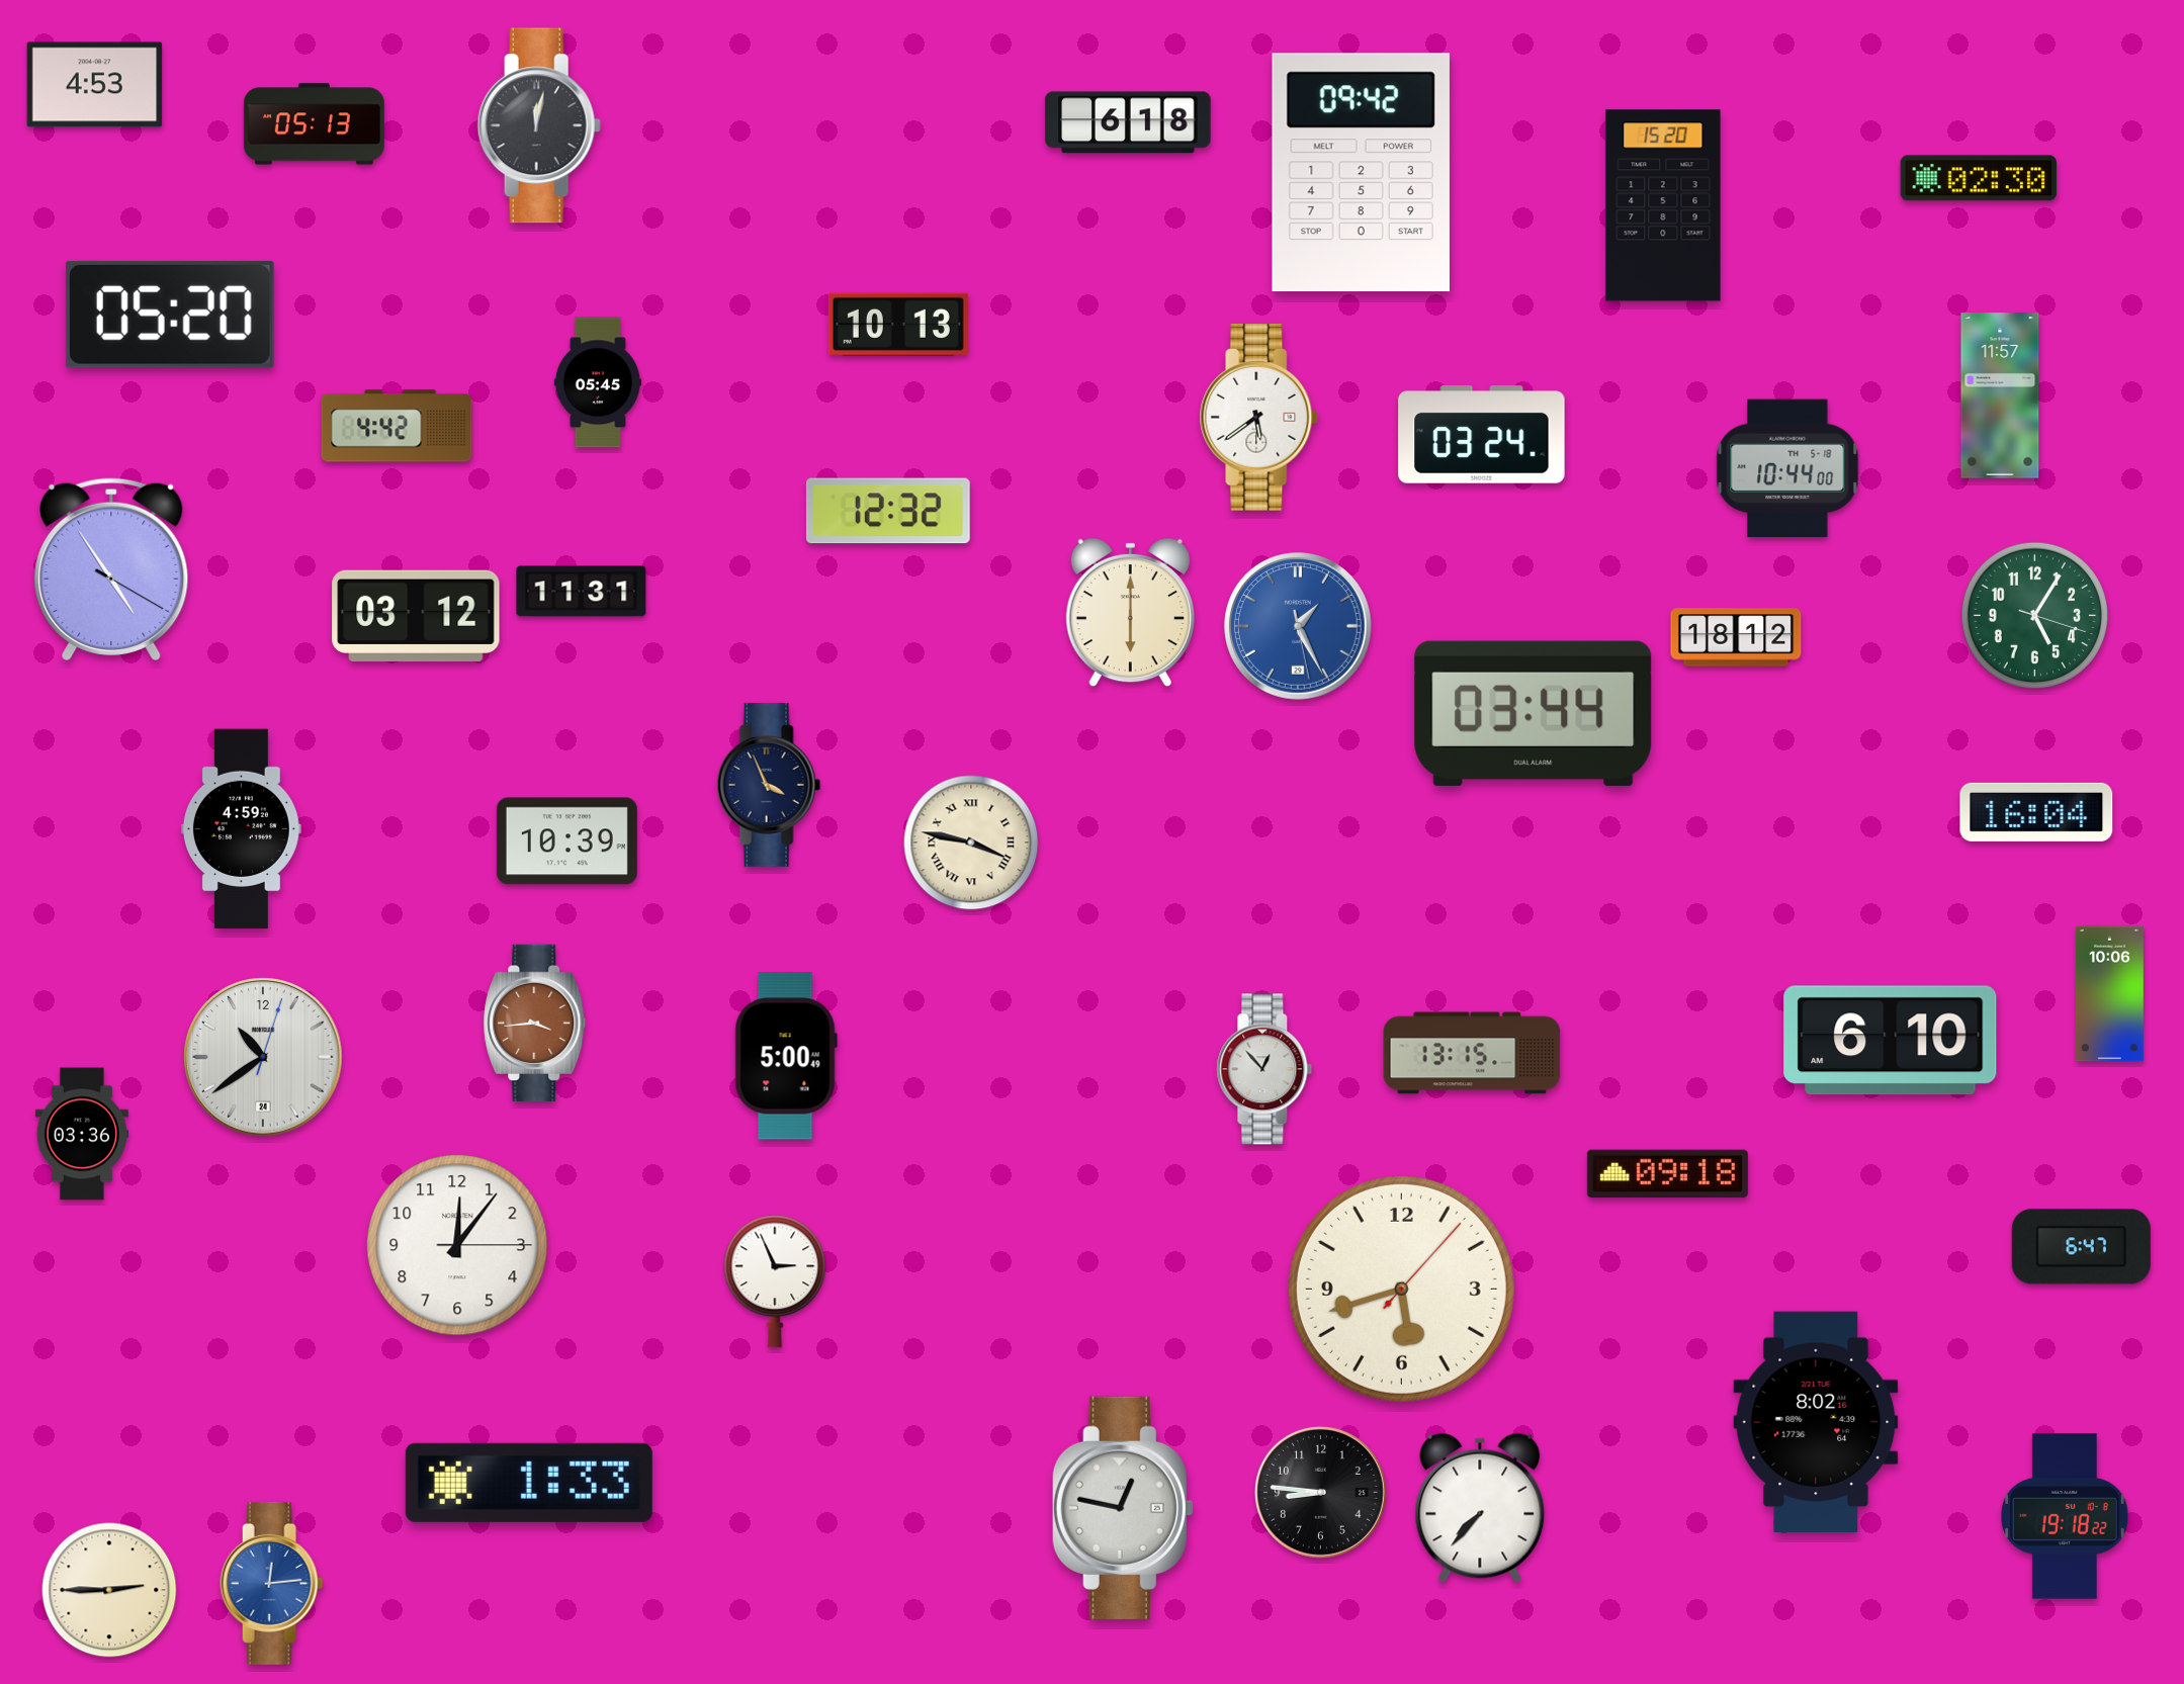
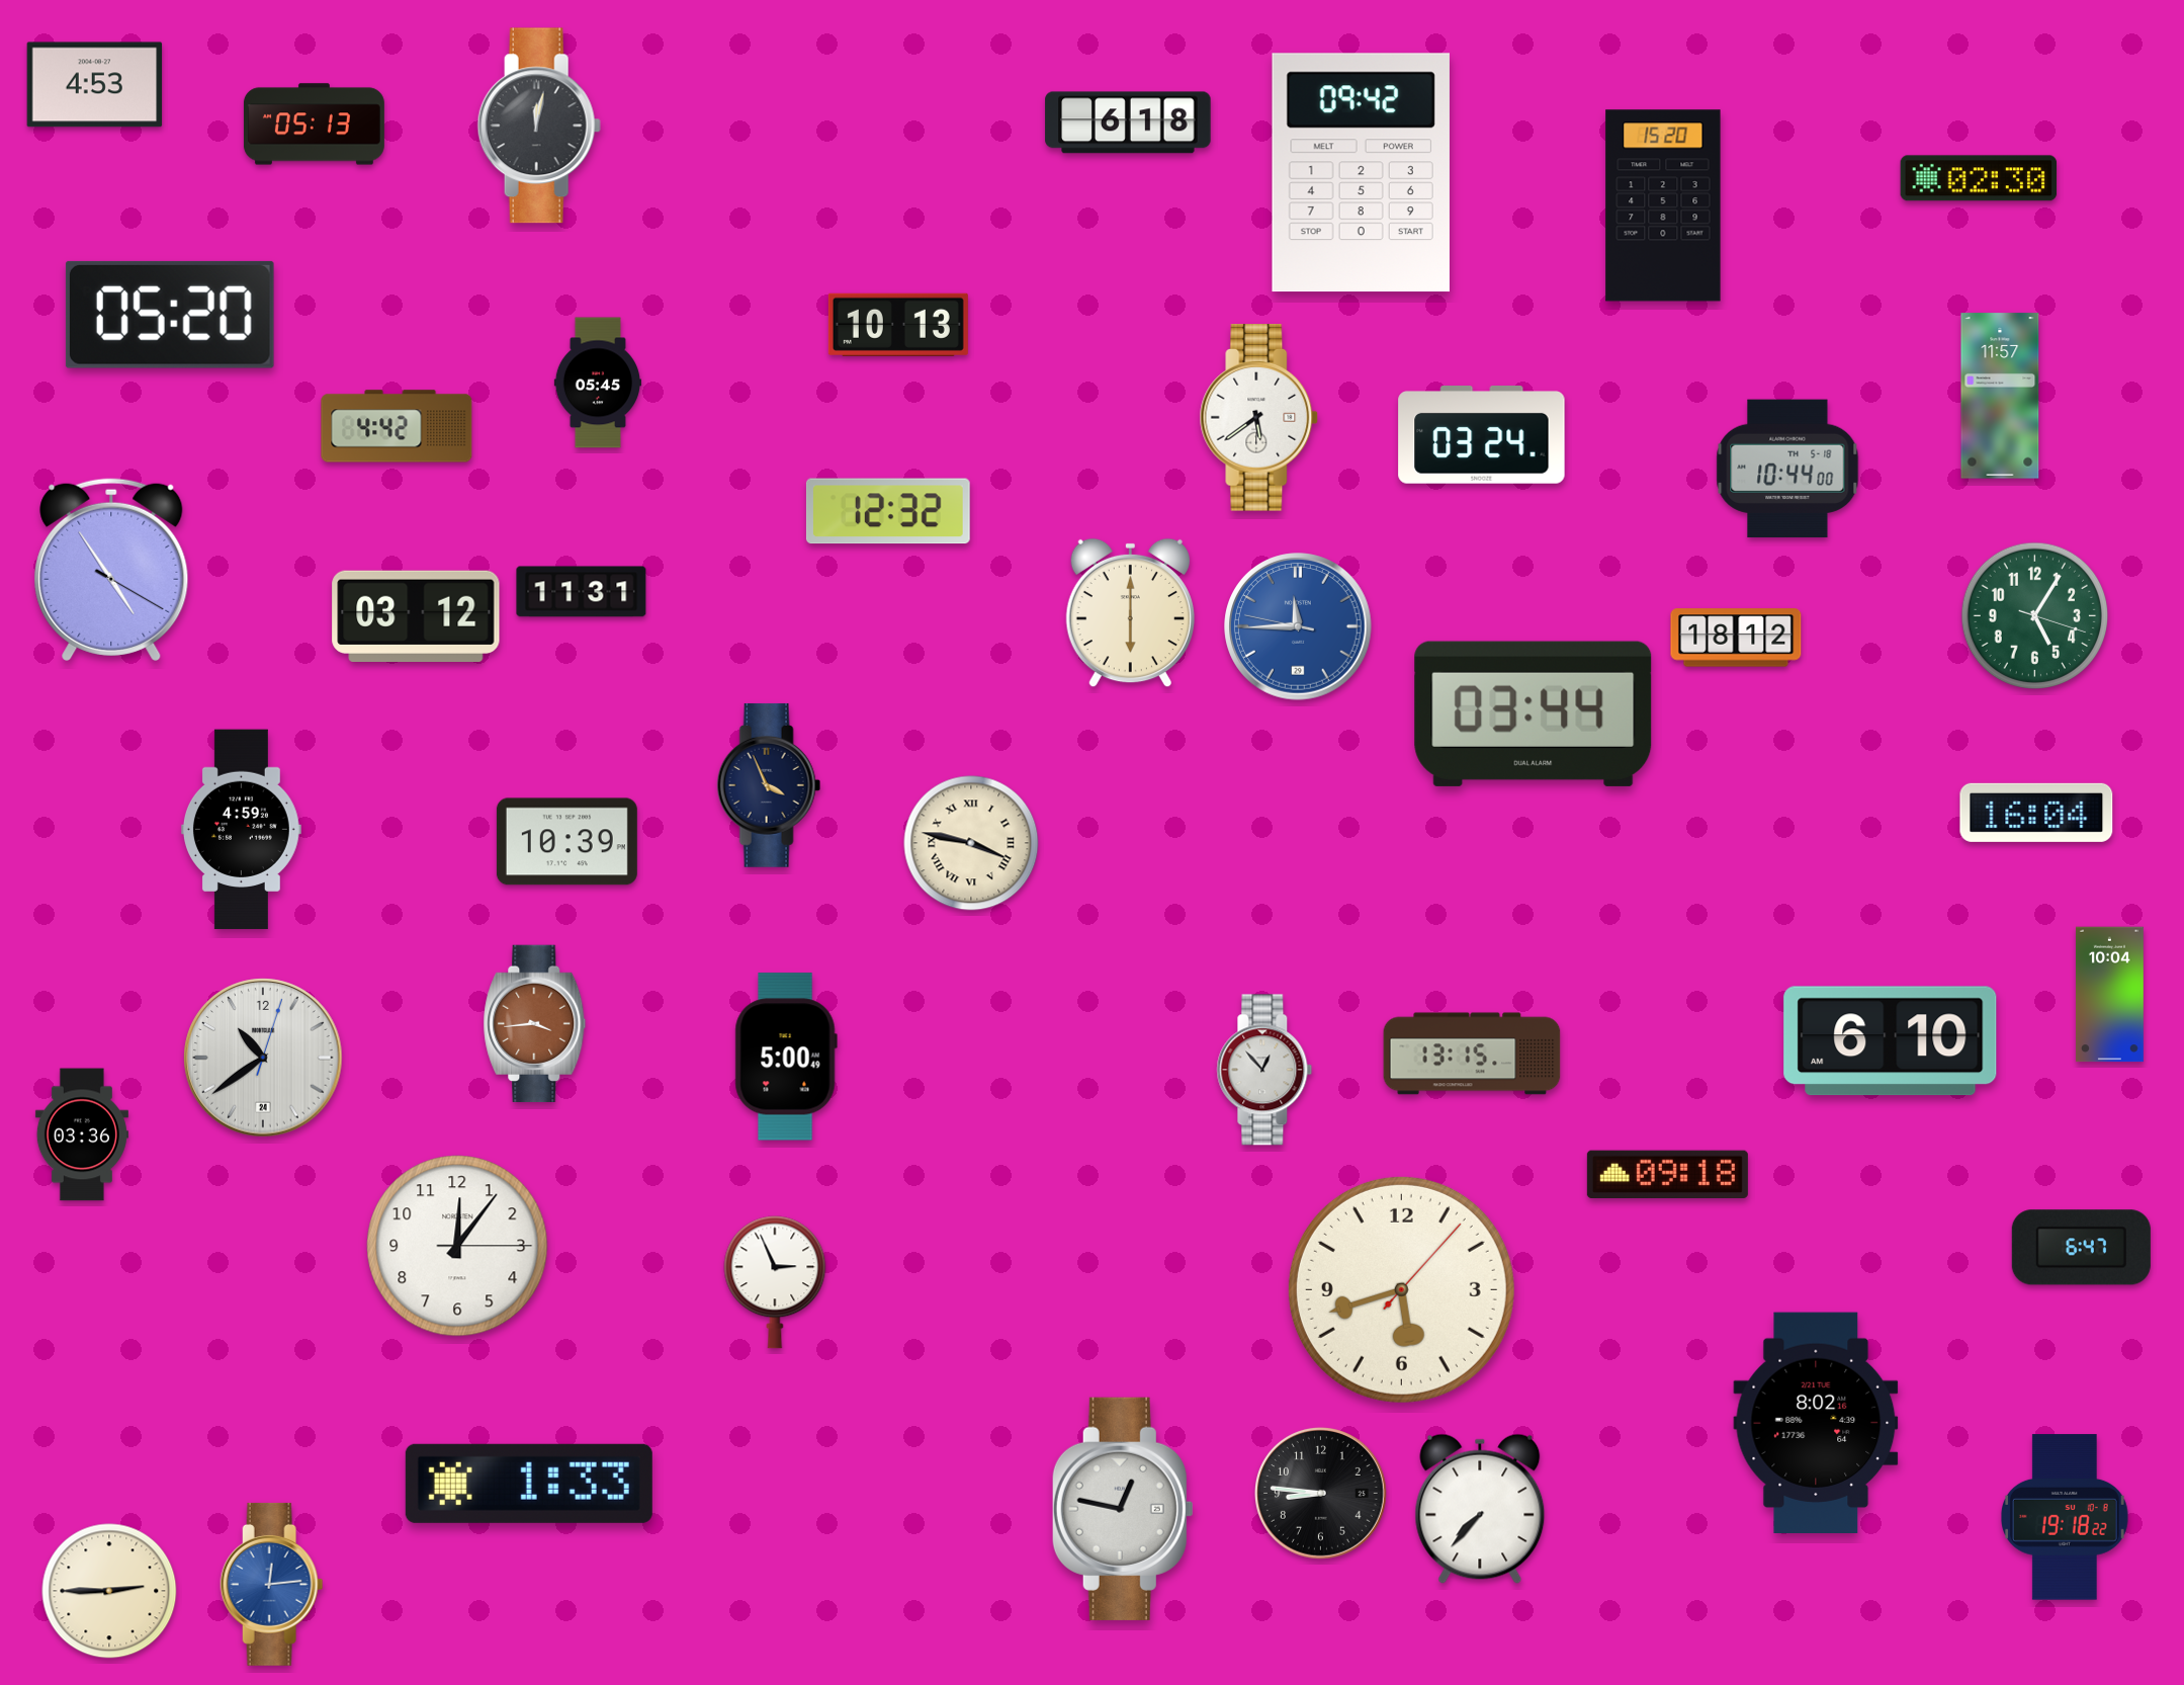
clock at (1298, 626): 1:25 -> 11:44
clock at (2109, 994): 10:06 -> 10:04
